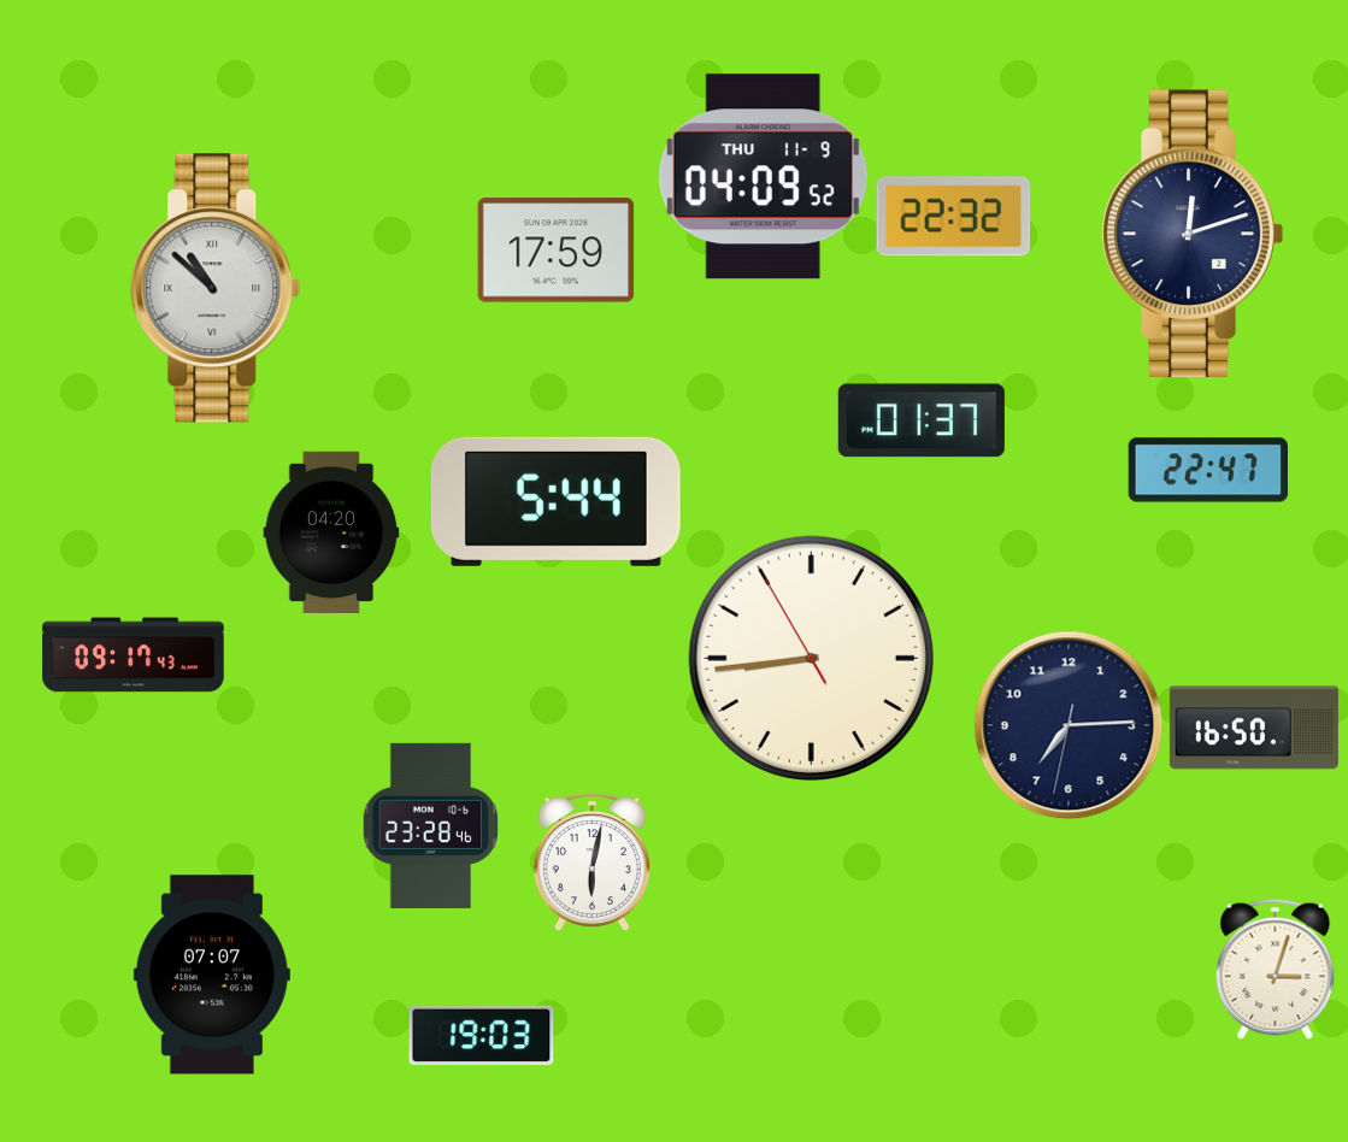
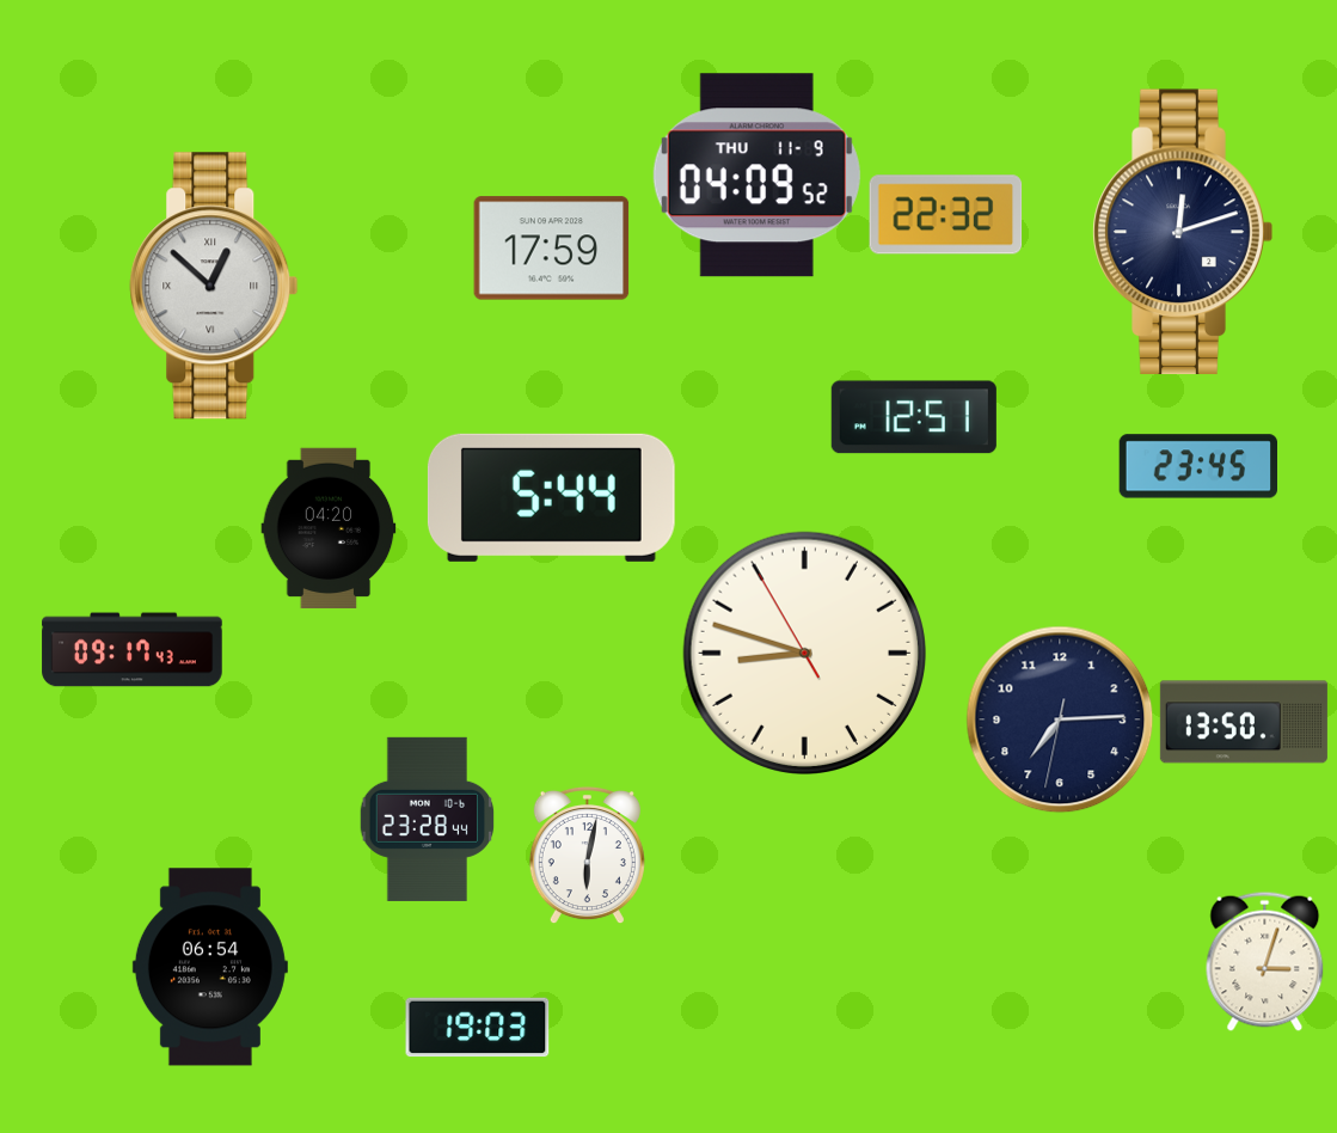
clock at (216, 288): 10:52 -> 12:52
clock at (922, 420): 01:37 -> 12:51
clock at (1208, 470): 22:47 -> 23:45
clock at (811, 658): 8:43 -> 8:47
clock at (1254, 728): 16:50 -> 13:50
clock at (431, 825): 23:28:46 -> 23:28:44
clock at (212, 975): 07:07 -> 06:54
